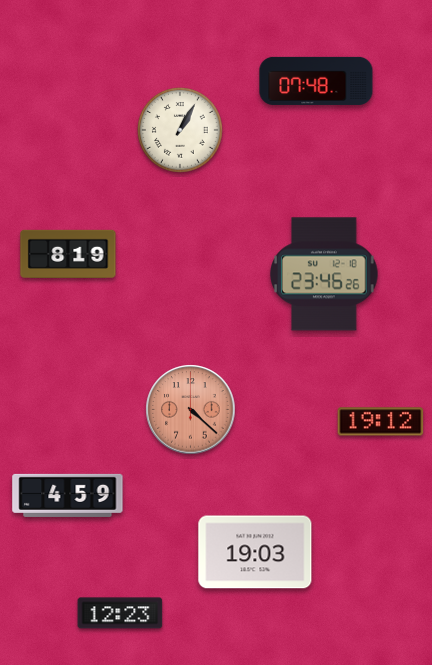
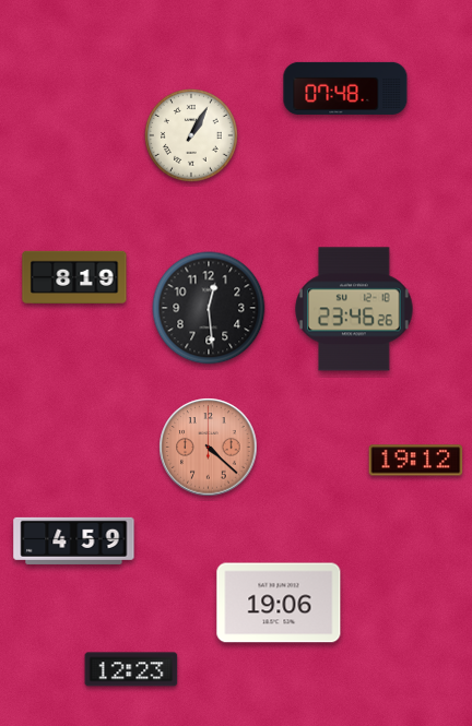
clock at (181, 131) position: (181, 131) -> (192, 136)
clock at (324, 274) position: (324, 274) -> (354, 309)
clock at (209, 308): none -> 12:29
clock at (255, 552): 19:03 -> 19:06
